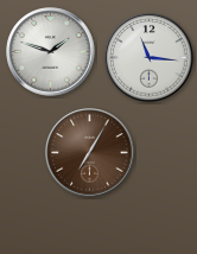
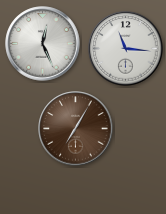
clock at (51, 52): 1:48 -> 12:26
